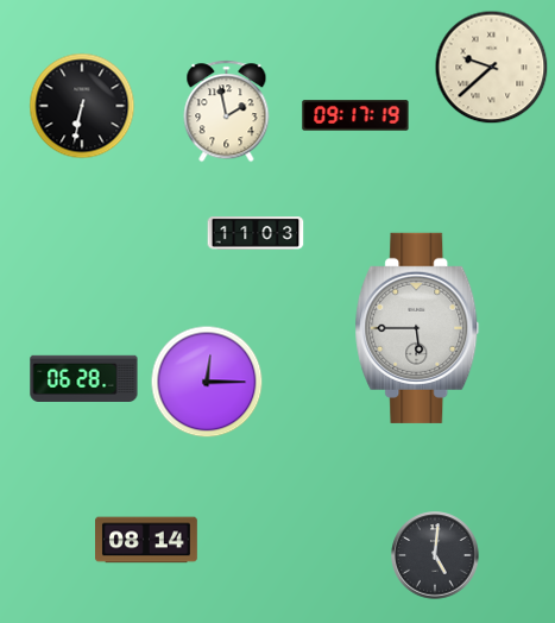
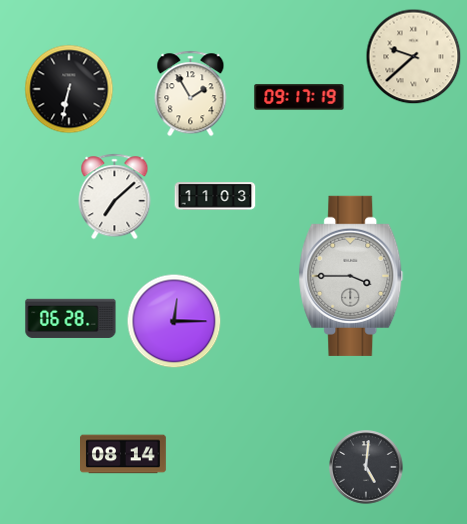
clock at (227, 112): 1:58 -> 1:55
clock at (115, 197): none -> 7:08
clock at (417, 328): 5:45 -> 3:45
